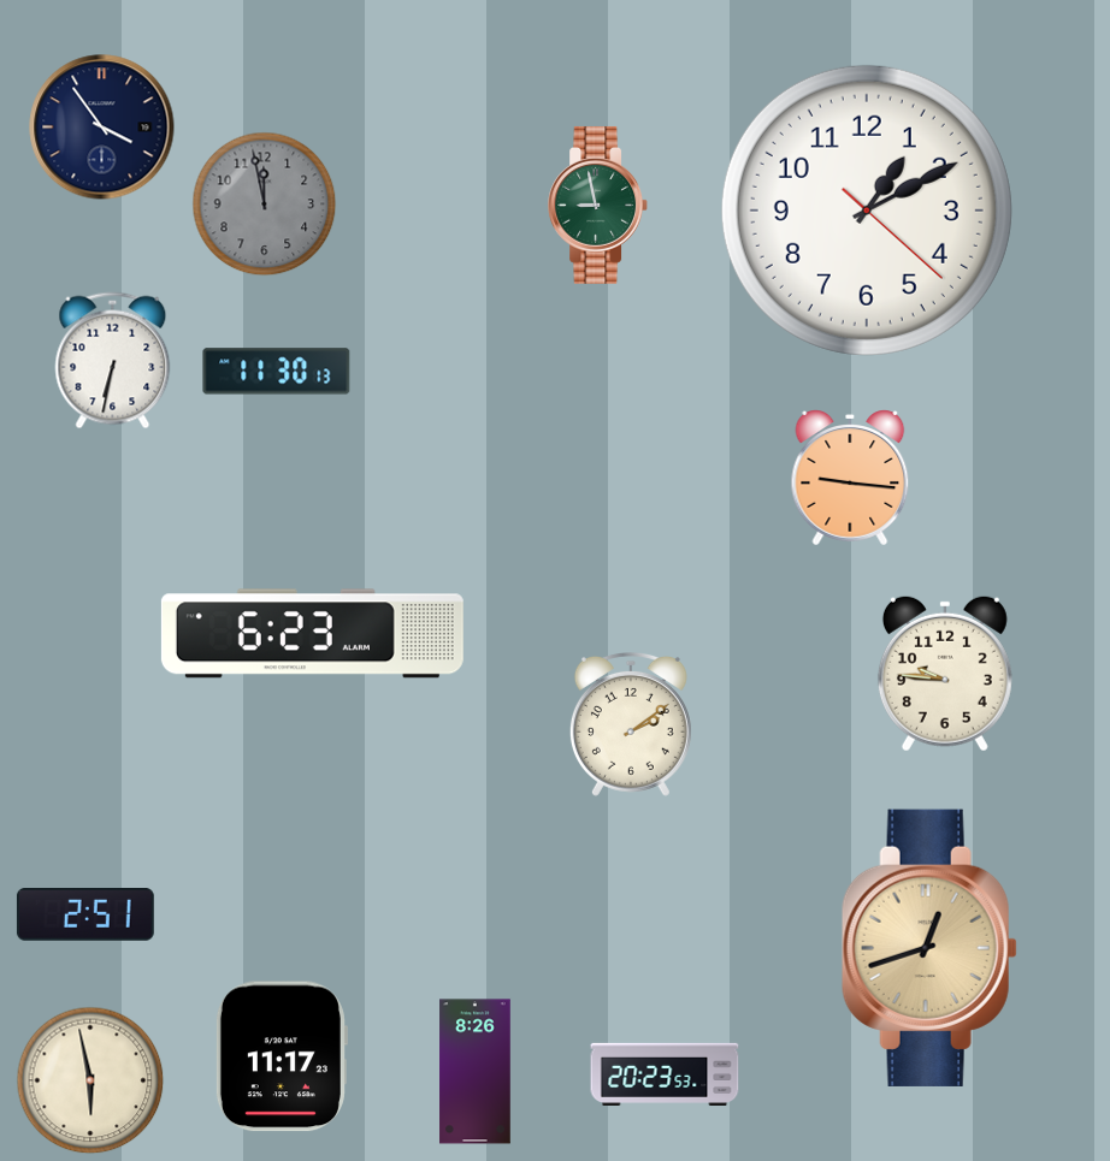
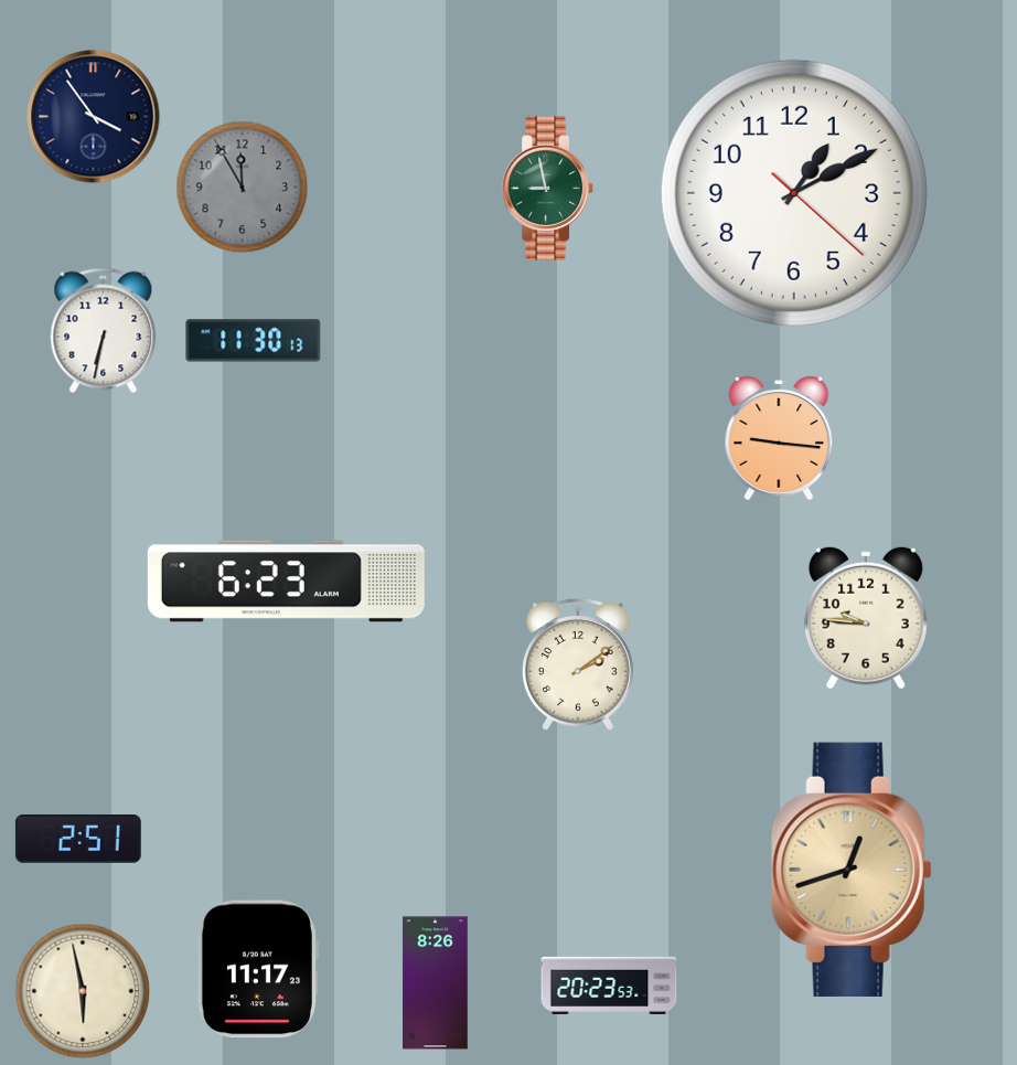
clock at (265, 205): 11:58 -> 11:55
